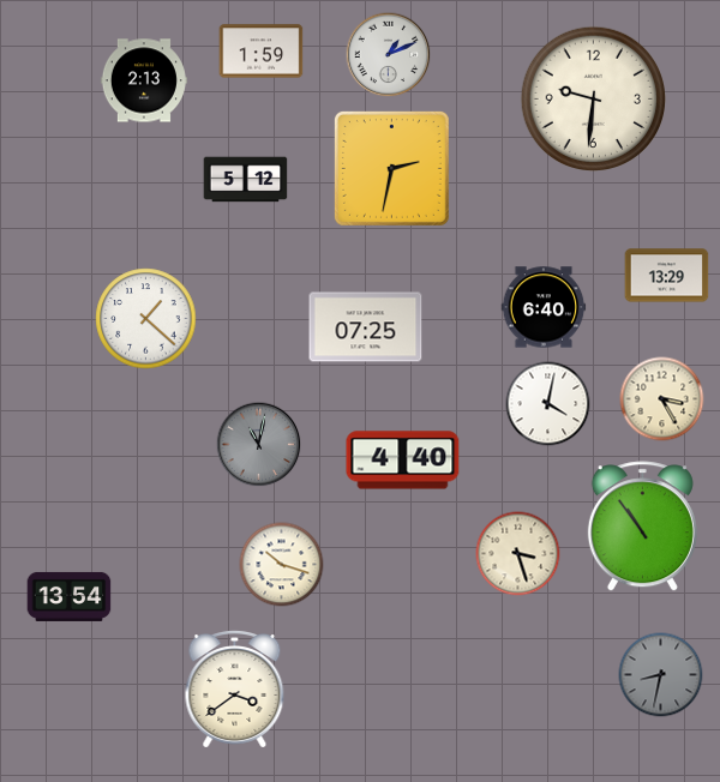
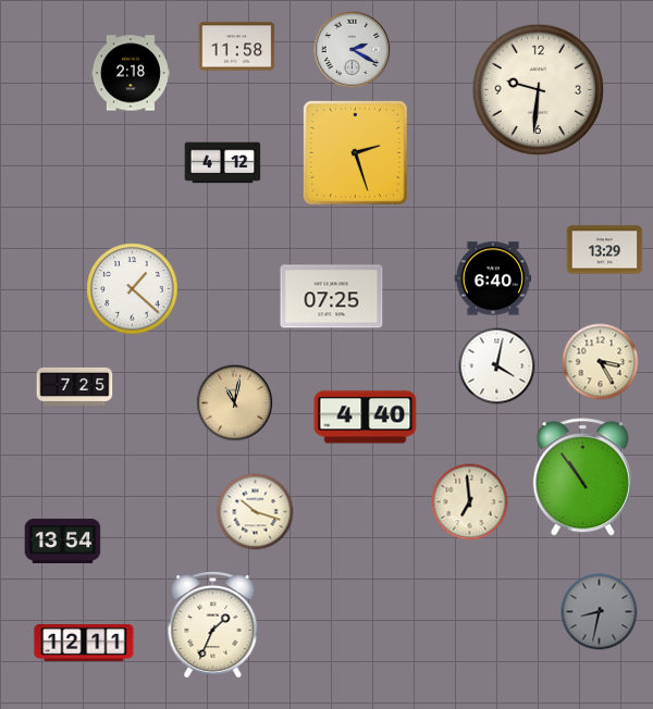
clock at (262, 52): 1:59 -> 11:58
clock at (389, 55): 1:11 -> 2:20
clock at (144, 80): 2:13 -> 2:18
clock at (391, 168): 2:32 -> 2:27
clock at (246, 180): 5:12 -> 4:12
clock at (75, 386): none -> 7:25
clock at (259, 445) dial: grey -> champagne
clock at (518, 554): 3:27 -> 6:59
clock at (235, 690): 3:39 -> 1:34
clock at (84, 643): none -> 12:11
